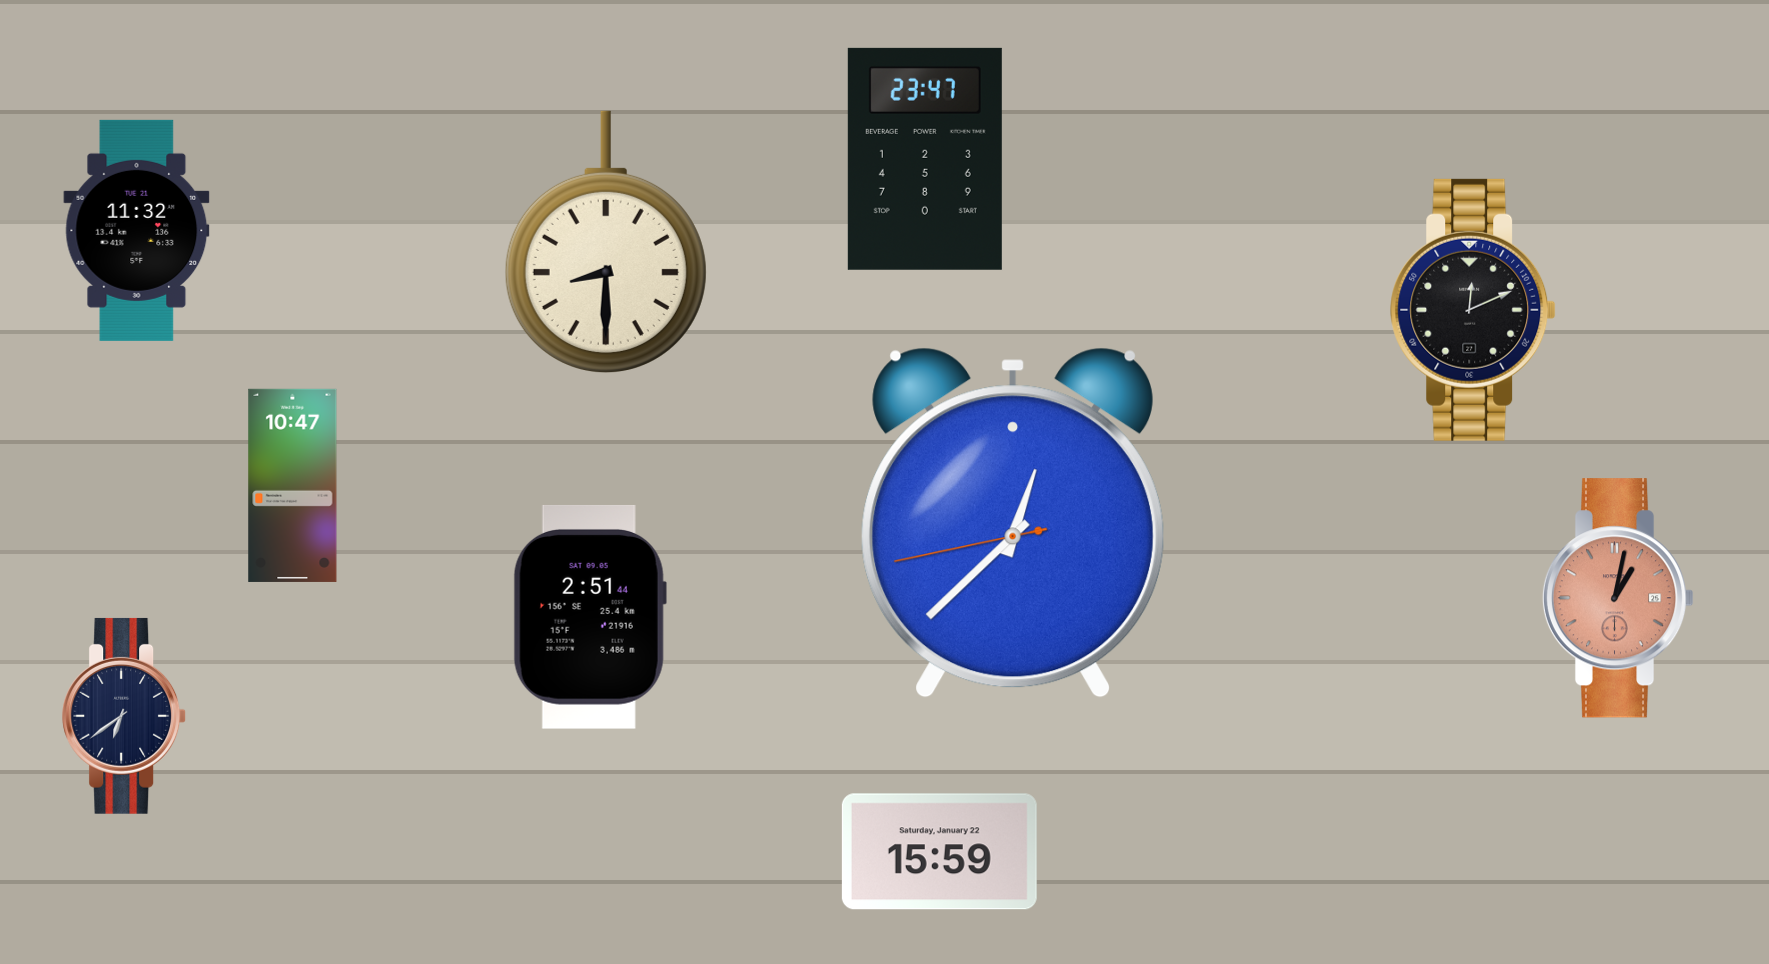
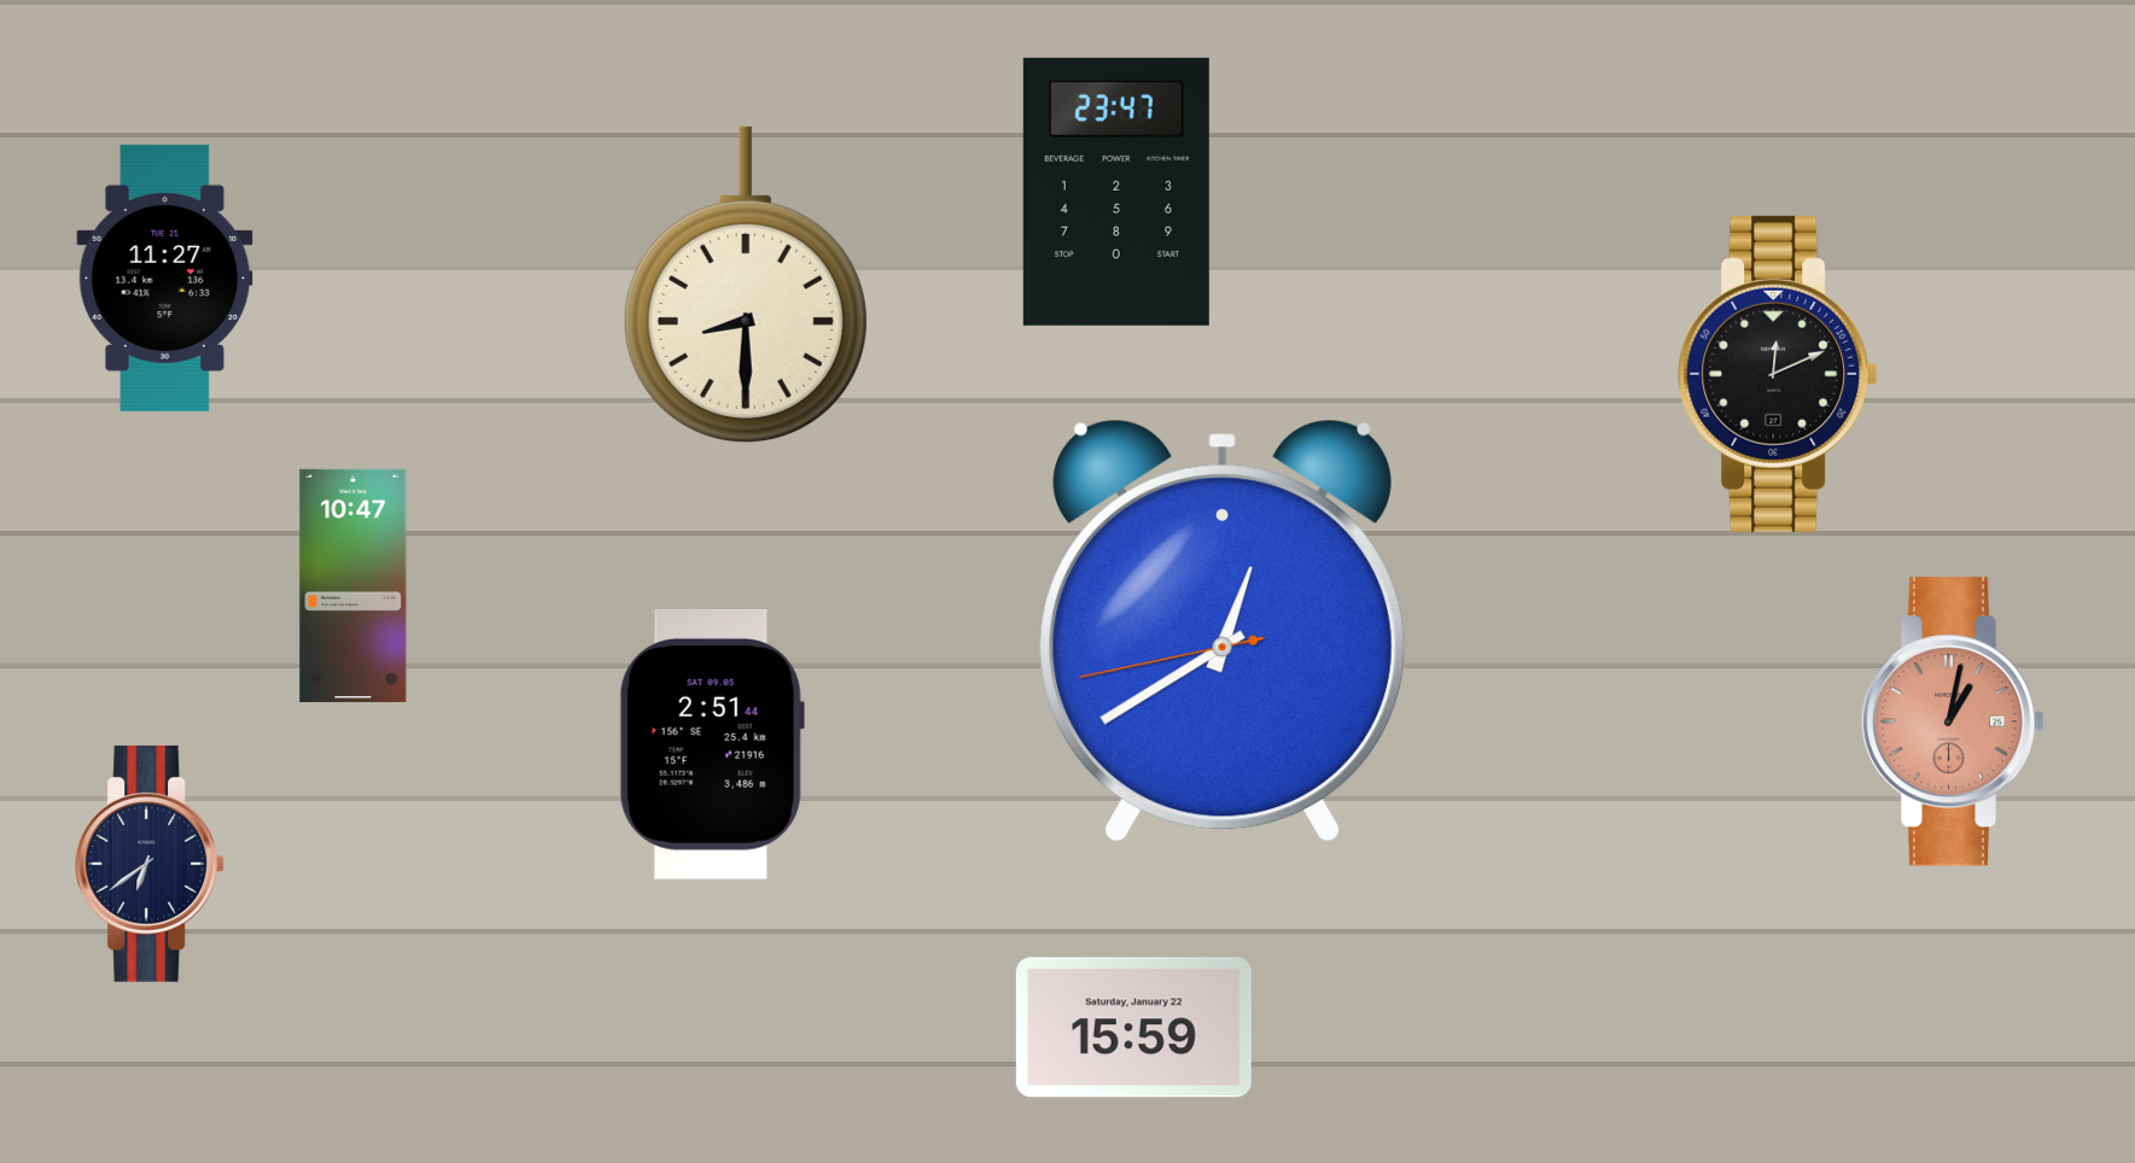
clock at (137, 230): 11:32 -> 11:27
clock at (606, 242) position: (606, 242) -> (746, 285)
clock at (1012, 523): 12:37 -> 12:39
